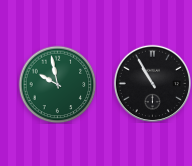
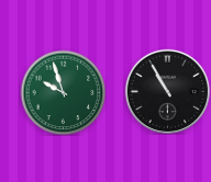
clock at (57, 84): 9:58 -> 9:57
